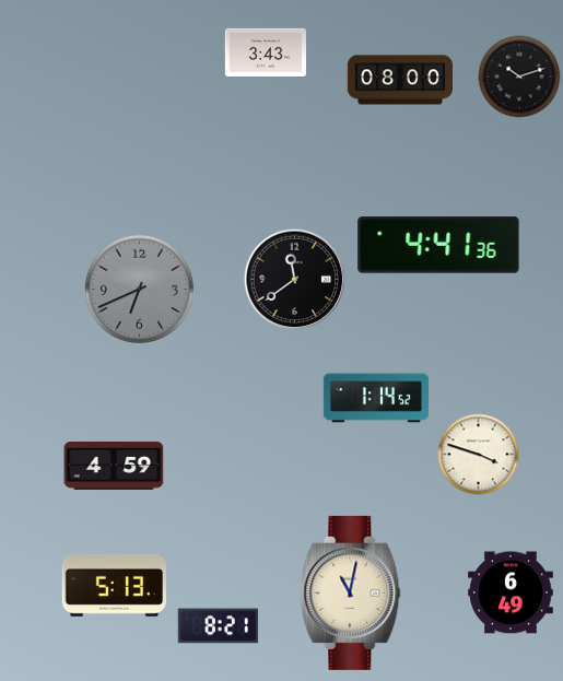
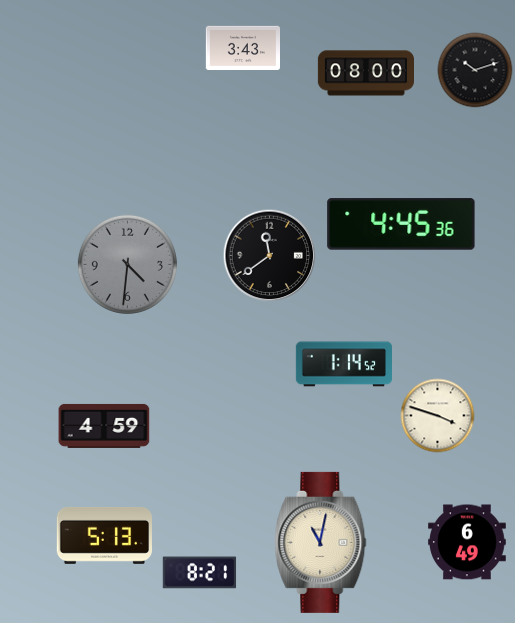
clock at (438, 245): 4:41 -> 4:45
clock at (139, 289): 6:41 -> 4:31
